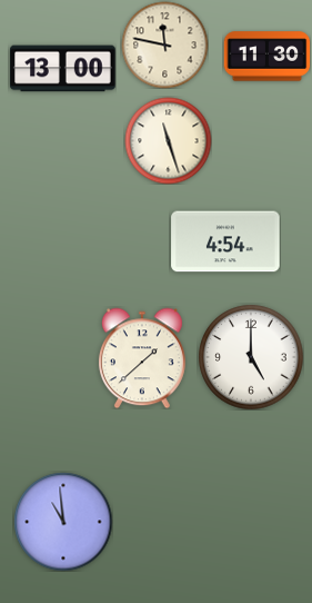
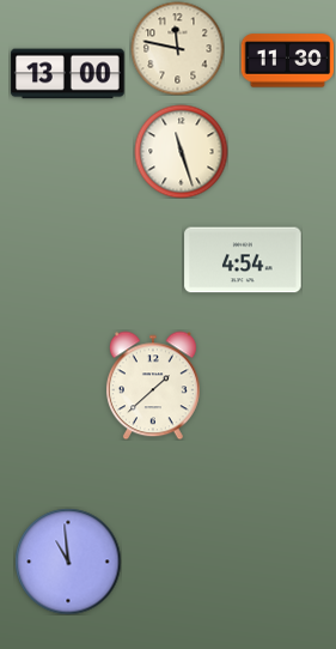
clock at (251, 357): 5:00 -> none
